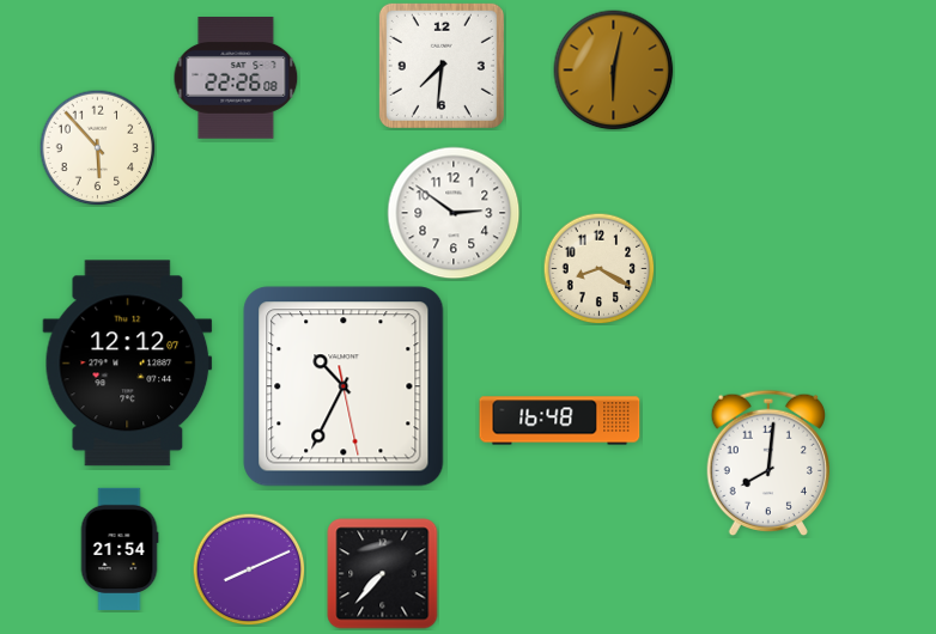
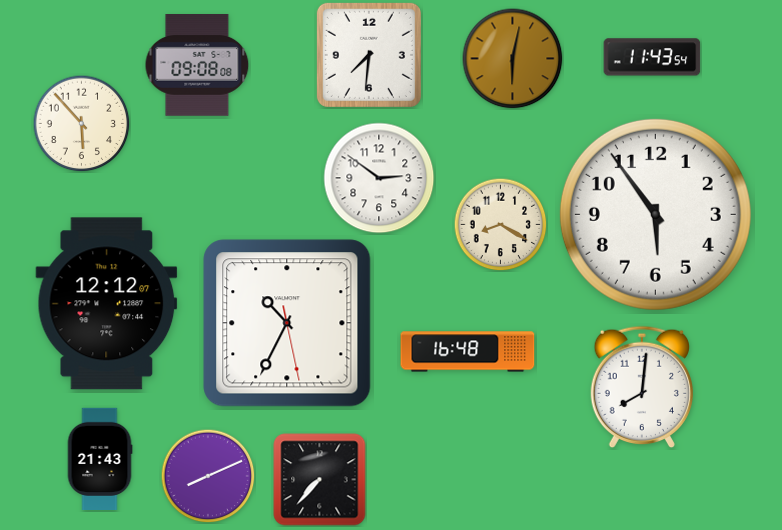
clock at (652, 57): none -> 11:43
clock at (236, 79): 22:26 -> 09:08
clock at (655, 214): none -> 5:54
clock at (120, 548): 21:54 -> 21:43
